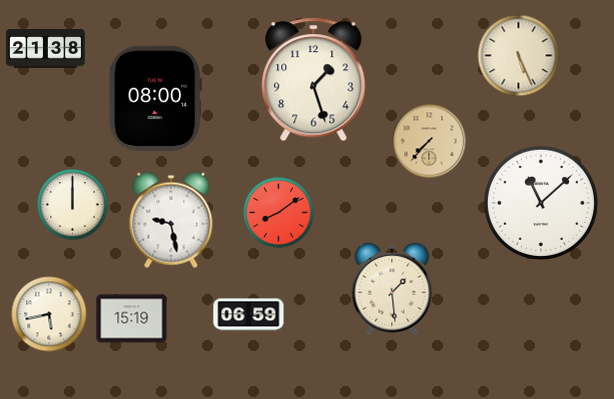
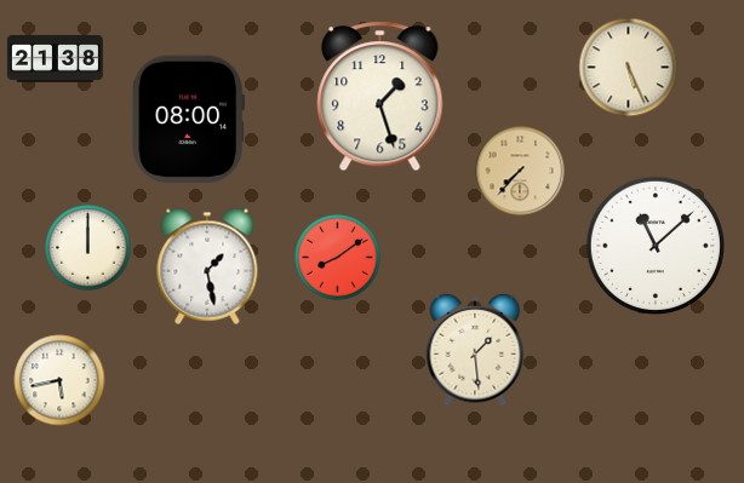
clock at (171, 220): 9:28 -> 1:28
clock at (249, 315): 06:59 -> none
clock at (132, 319): 15:19 -> none
